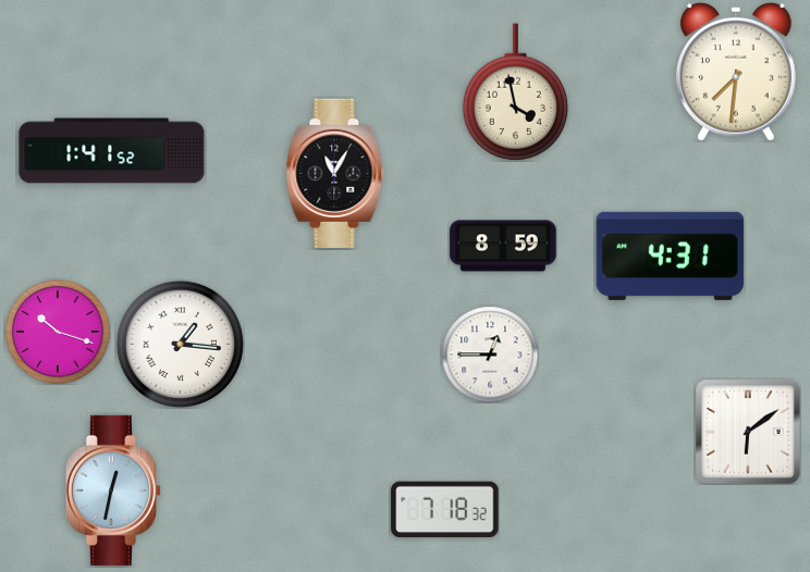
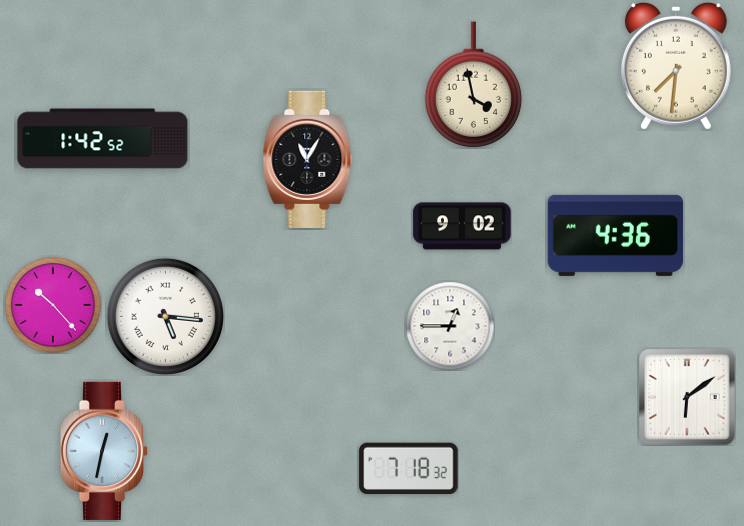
clock at (112, 151): 1:41 -> 1:42
clock at (503, 246): 8:59 -> 9:02
clock at (670, 256): 4:31 -> 4:36
clock at (58, 332): 10:18 -> 10:23
clock at (180, 344): 1:16 -> 5:16
